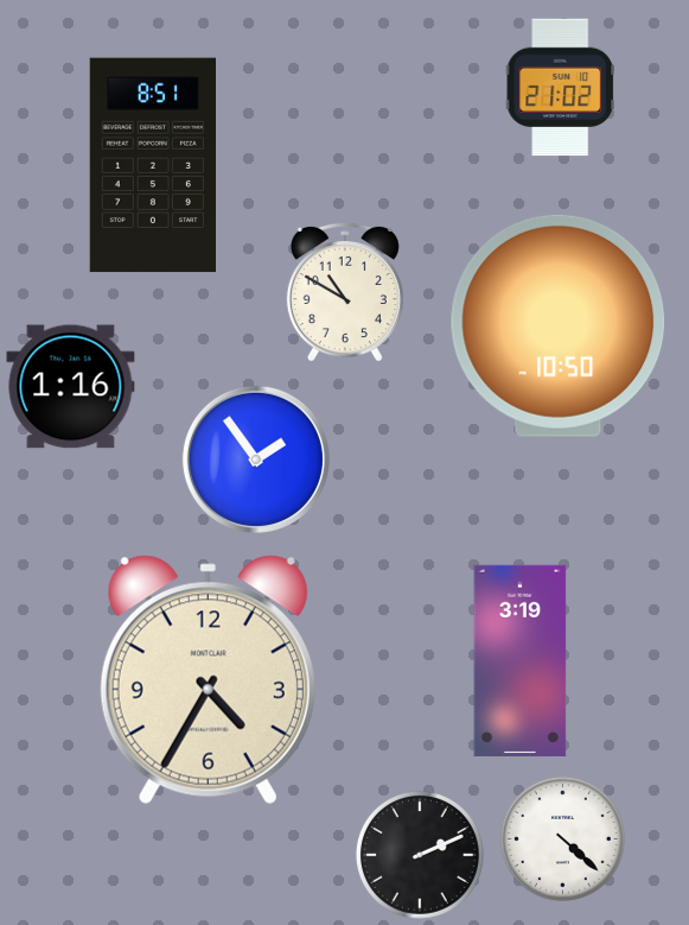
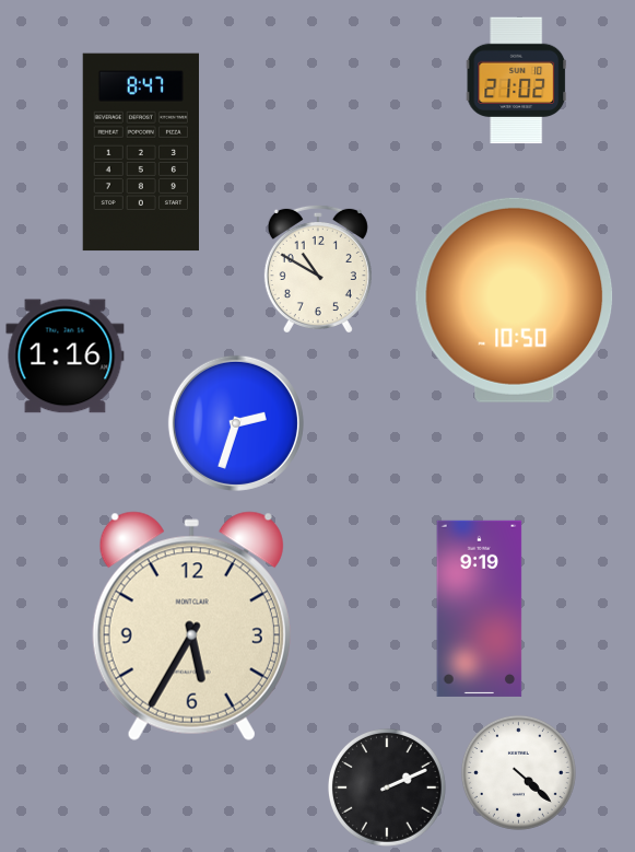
clock at (152, 165): 8:51 -> 8:47
clock at (256, 460): 1:54 -> 2:33
clock at (521, 660): 3:19 -> 9:19
clock at (208, 680): 4:35 -> 5:35
